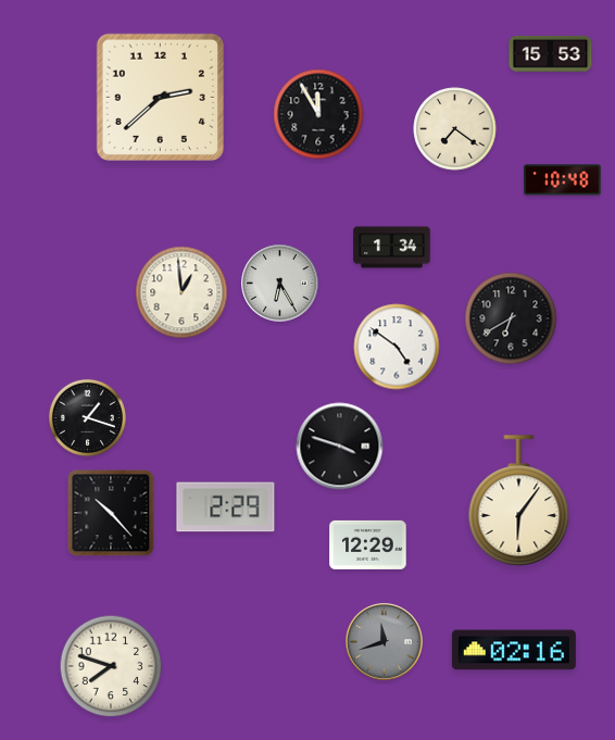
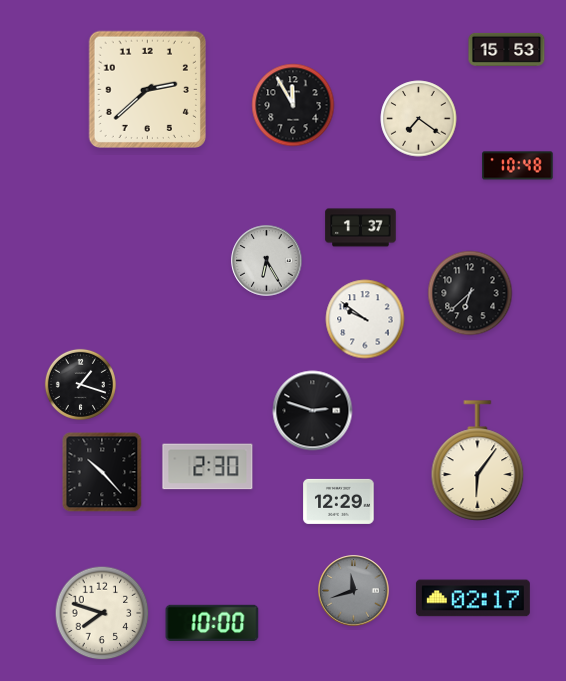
clock at (392, 248): 1:34 -> 1:37
clock at (280, 284) position: (280, 284) -> (267, 261)
clock at (181, 292): 12:59 -> none
clock at (511, 318): 6:40 -> 6:38
clock at (397, 347): 4:51 -> 9:51
clock at (340, 447): 3:48 -> 2:48
clock at (226, 507): 2:29 -> 2:30
clock at (514, 650): 02:16 -> 02:17
clock at (212, 622): none -> 10:00
